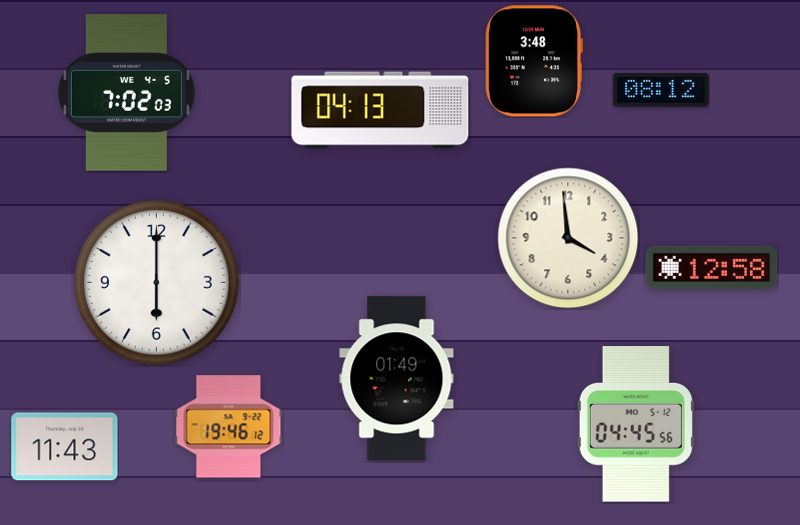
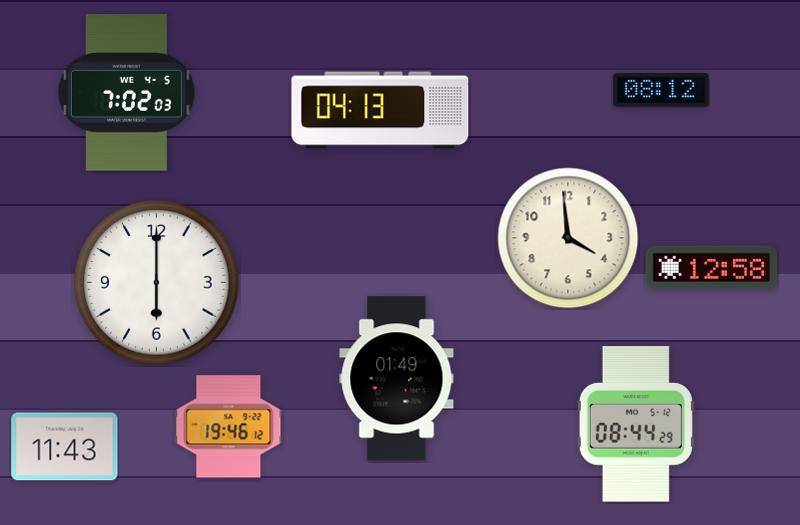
clock at (534, 61): 3:48 -> none
clock at (636, 424): 04:45 -> 08:44
